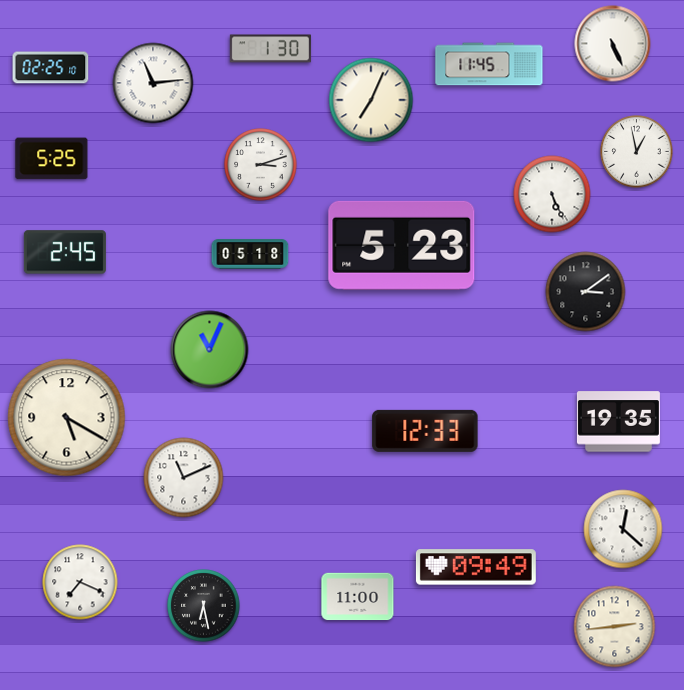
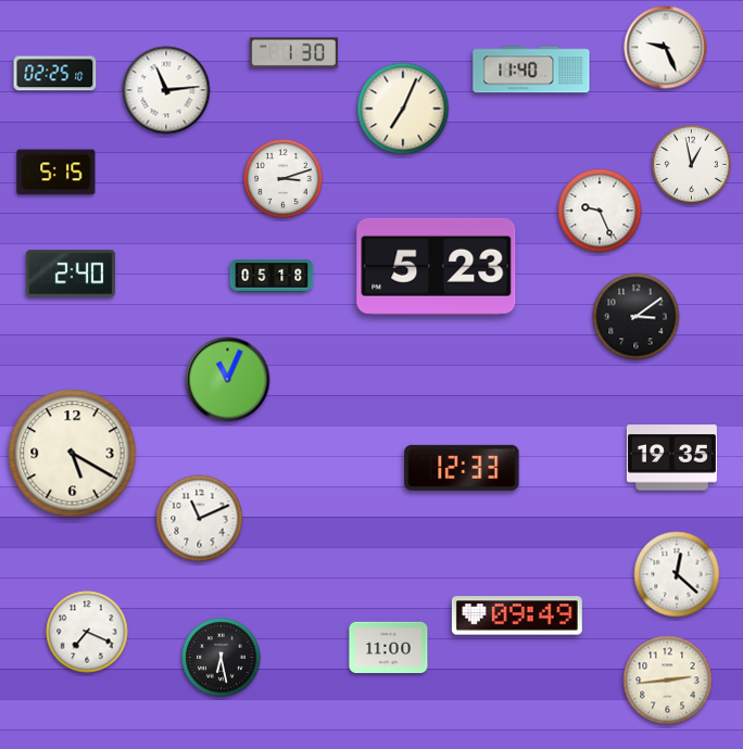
clock at (613, 44): 5:26 -> 9:26
clock at (489, 64): 11:45 -> 11:40
clock at (52, 159): 5:25 -> 5:15
clock at (552, 194): 5:26 -> 9:26
clock at (65, 252): 2:45 -> 2:40
